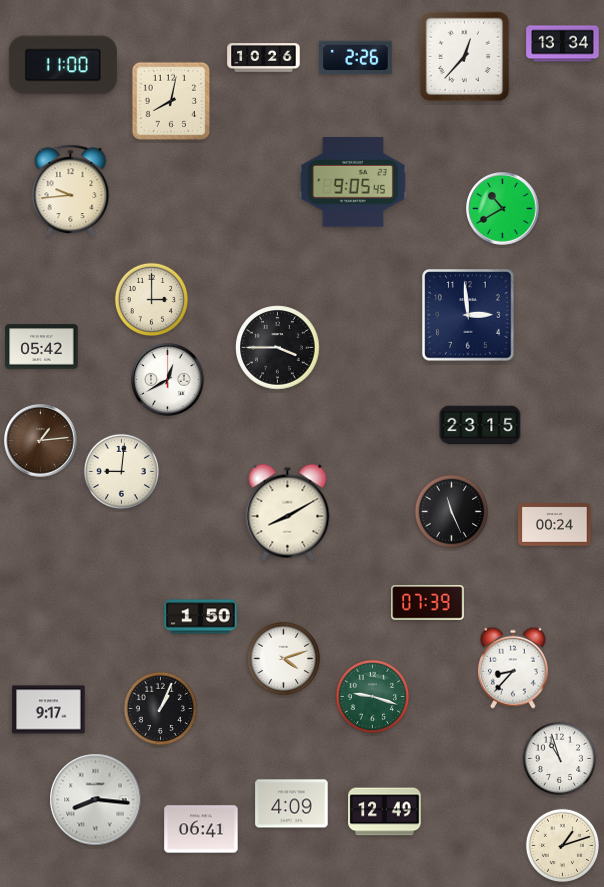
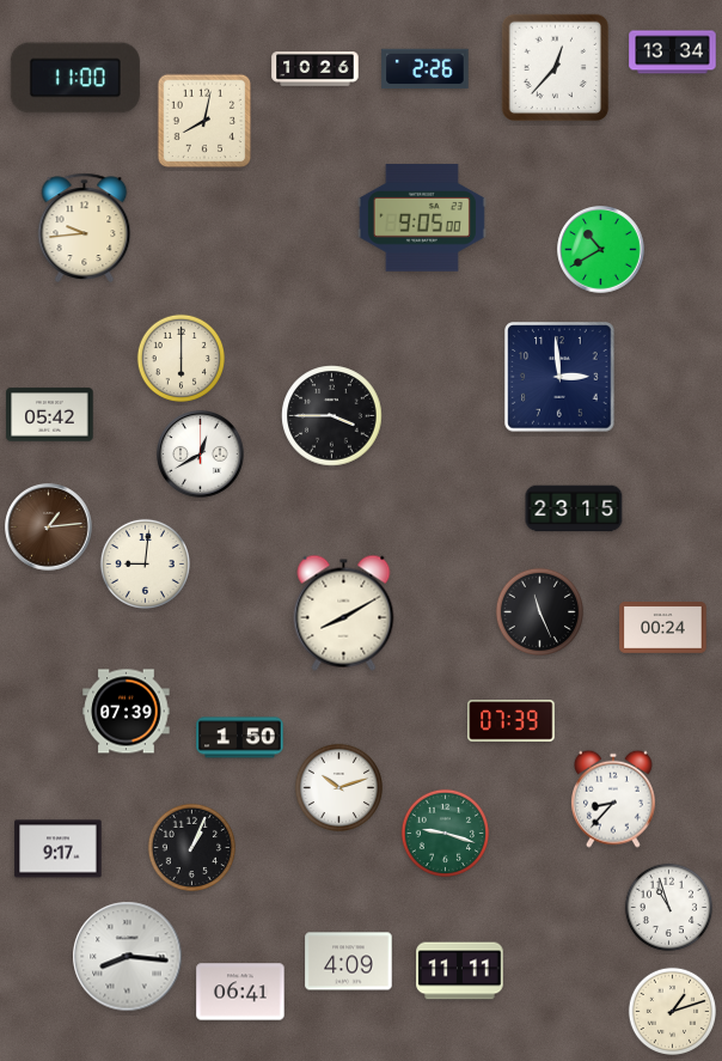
clock at (353, 182): 9:05:45 -> 9:05:00
clock at (151, 299): 3:00 -> 6:00
clock at (127, 712): none -> 07:39
clock at (283, 658): 4:12 -> 10:12
clock at (96, 800) position: (96, 800) -> (128, 957)
clock at (385, 812): 12:49 -> 11:11
